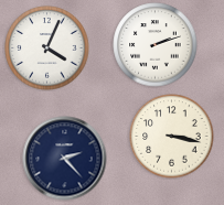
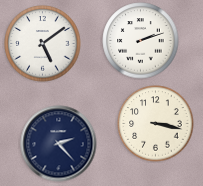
clock at (47, 48): 4:04 -> 5:09
